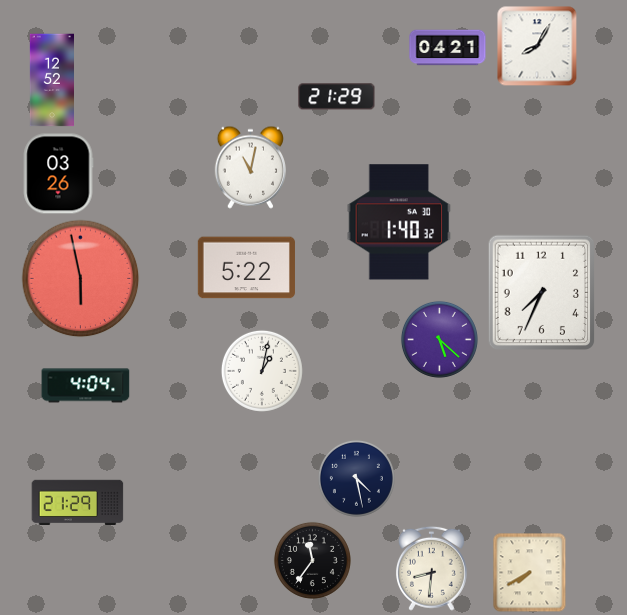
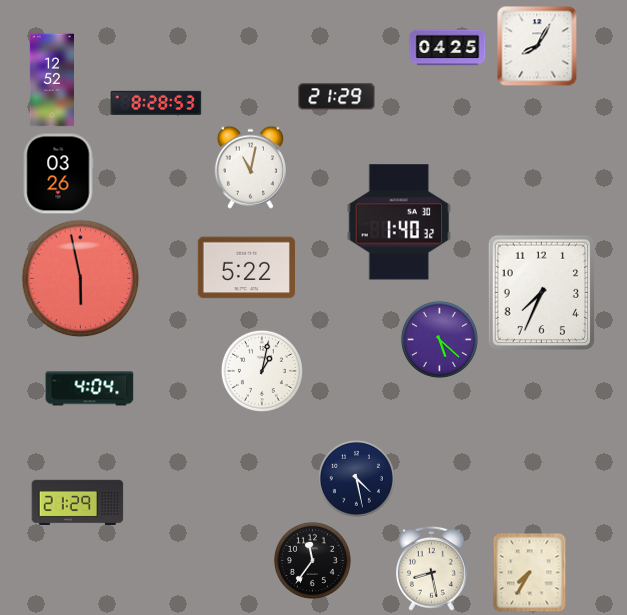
clock at (448, 48): 04:21 -> 04:25
clock at (156, 103): none -> 8:28
clock at (86, 386) position: (86, 386) -> (90, 389)
clock at (431, 568): 8:31 -> 8:28
clock at (530, 573): 7:40 -> 7:35
